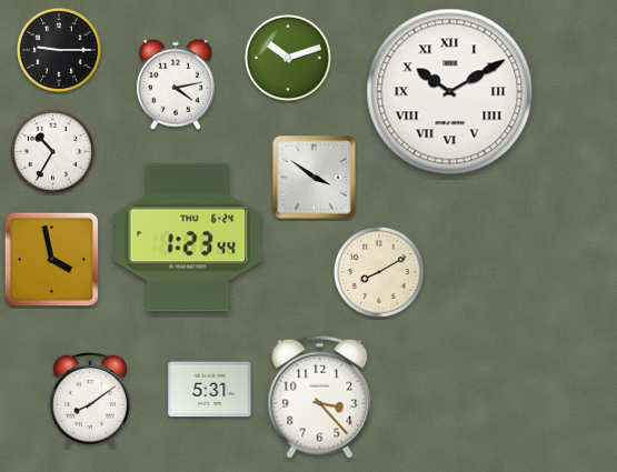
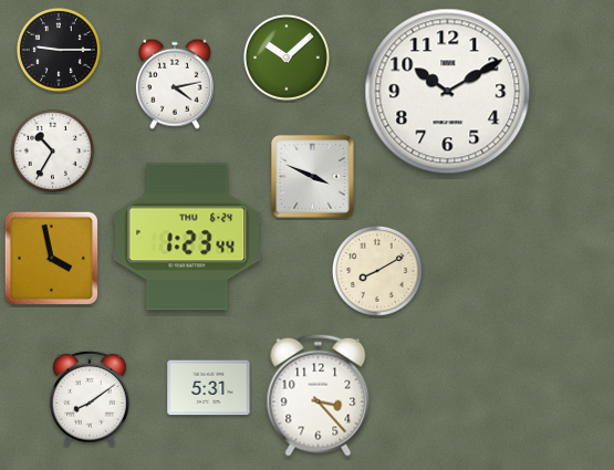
clock at (288, 58): 10:12 -> 10:08
clock at (450, 92) numerals: Roman -> Arabic
clock at (315, 178): 3:51 -> 3:49
